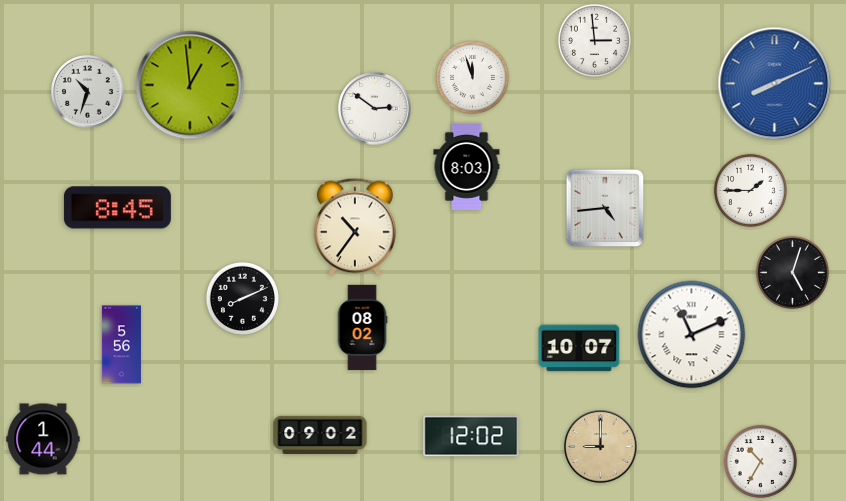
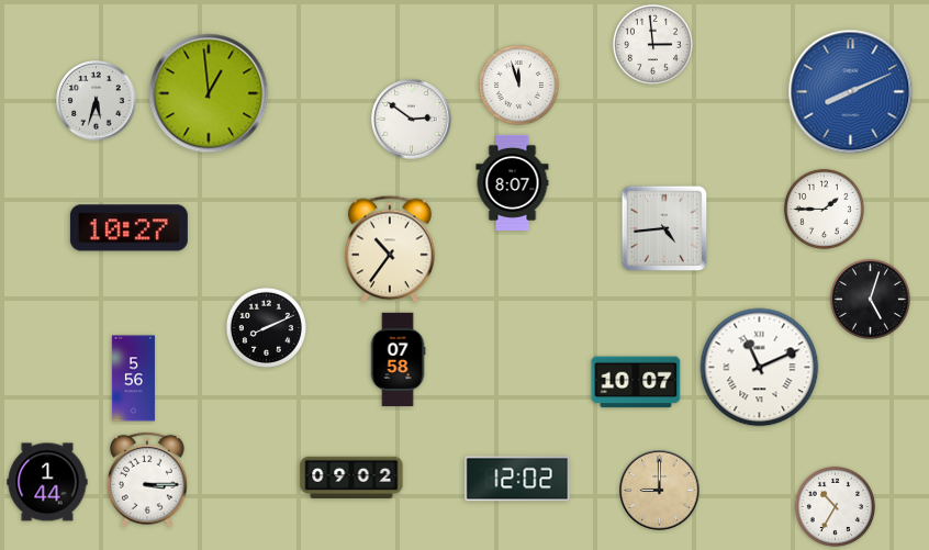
clock at (88, 92): 10:33 -> 5:33
clock at (467, 166): 8:03 -> 8:07
clock at (117, 208): 8:45 -> 10:27
clock at (362, 328): 08:02 -> 07:58
clock at (148, 480): none -> 3:15
